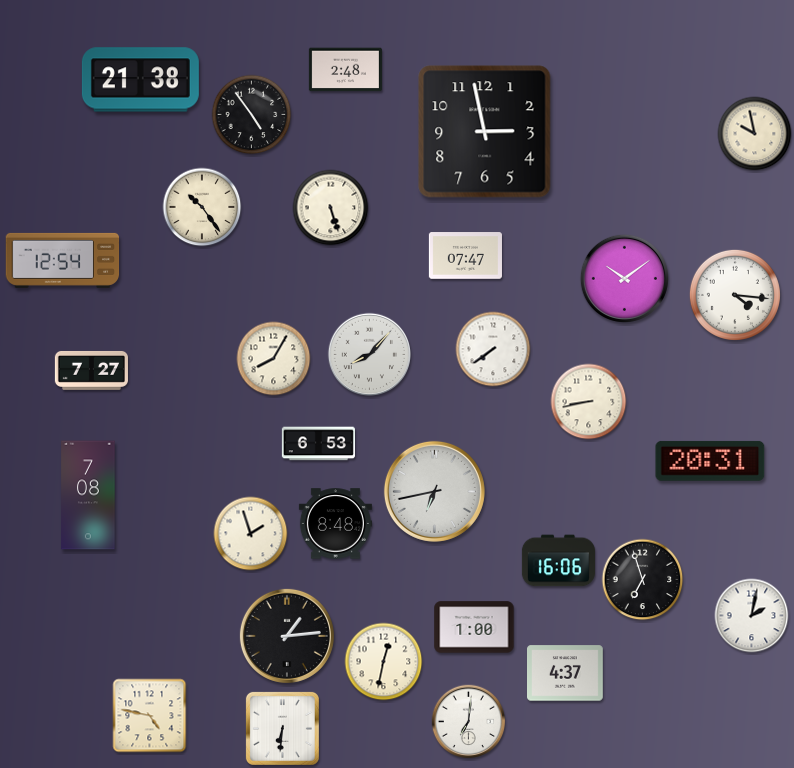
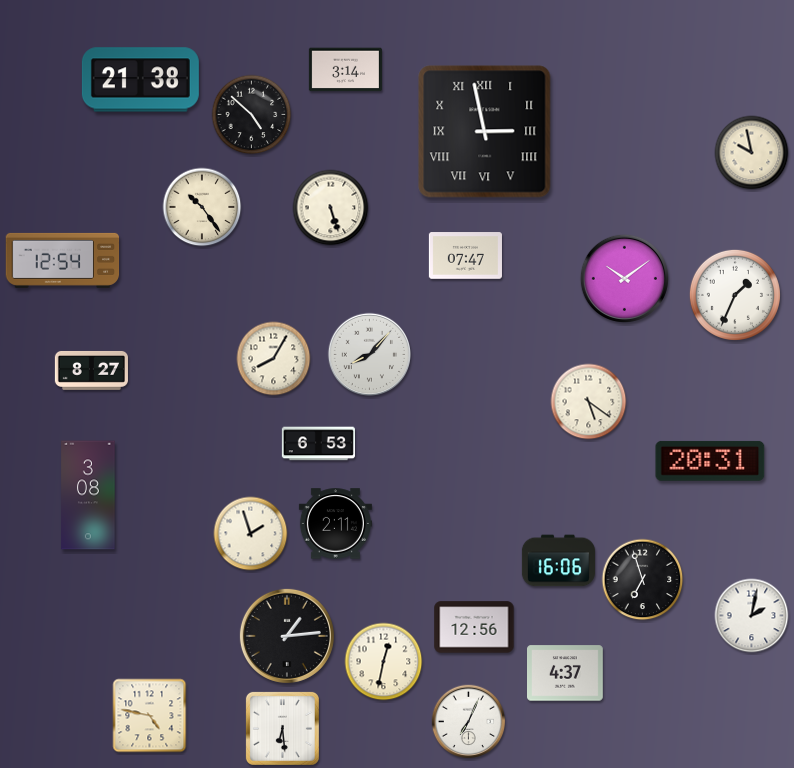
clock at (345, 70): 2:48 -> 3:14
clock at (252, 115): 4:54 -> 4:52
clock at (485, 132) numerals: Arabic -> Roman
clock at (755, 134) position: (755, 134) -> (752, 153)
clock at (735, 295): 4:16 -> 1:34
clock at (493, 349): 7:39 -> none
clock at (91, 370): 7:27 -> 8:27
clock at (589, 402): 8:43 -> 5:21
clock at (434, 491): 6:43 -> none
clock at (88, 495): 7:08 -> 3:08
clock at (335, 524): 8:48 -> 2:11
clock at (474, 627): 1:00 -> 12:56
clock at (469, 722): 7:01 -> 7:04
clock at (282, 728): 6:31 -> 6:29
